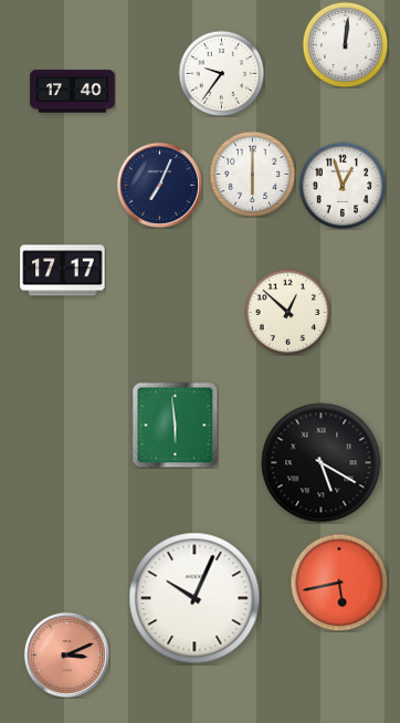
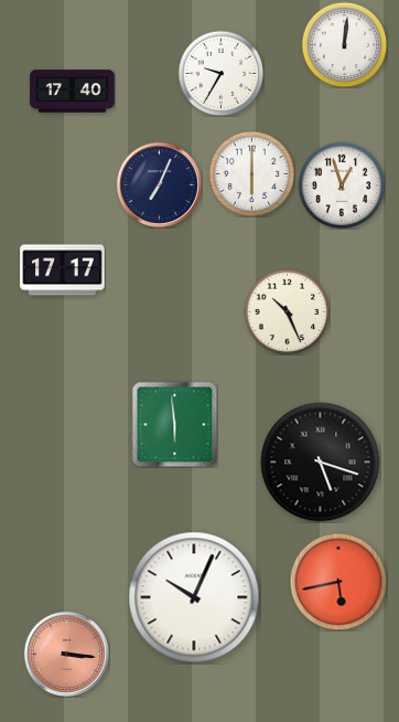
clock at (221, 73): 9:36 -> 9:35
clock at (287, 312): 12:52 -> 10:26
clock at (322, 463): 5:20 -> 5:18
clock at (66, 654): 3:11 -> 3:16
